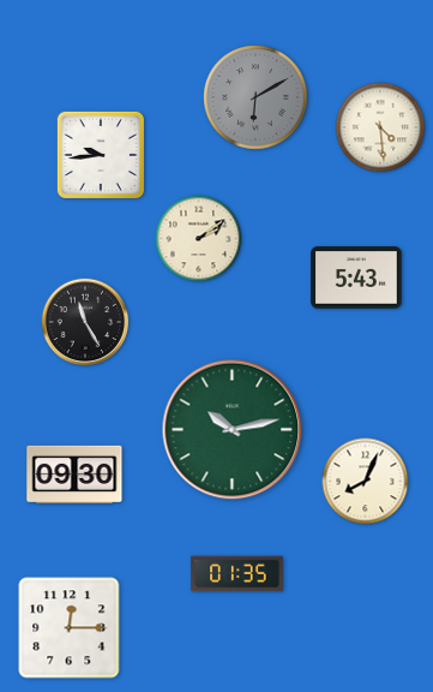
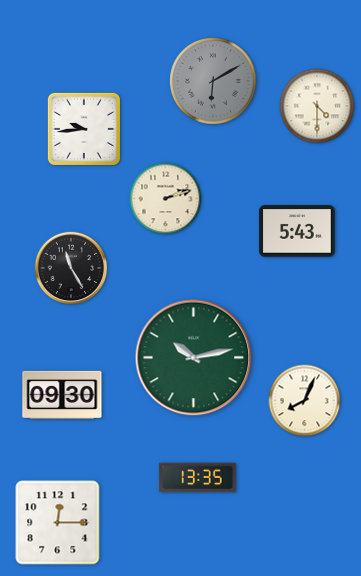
clock at (380, 127): 4:29 -> 4:30
clock at (199, 239): 2:09 -> 2:12
clock at (237, 574): 01:35 -> 13:35
